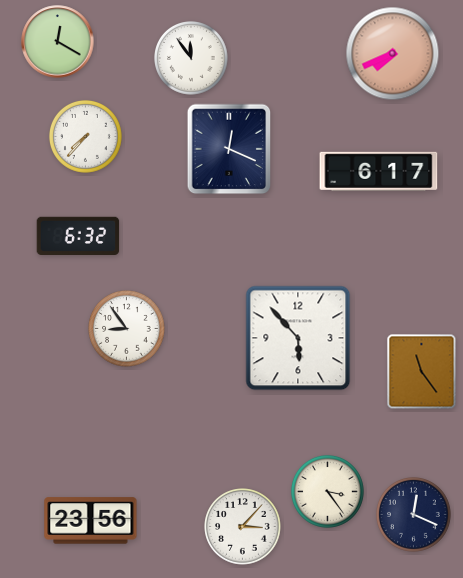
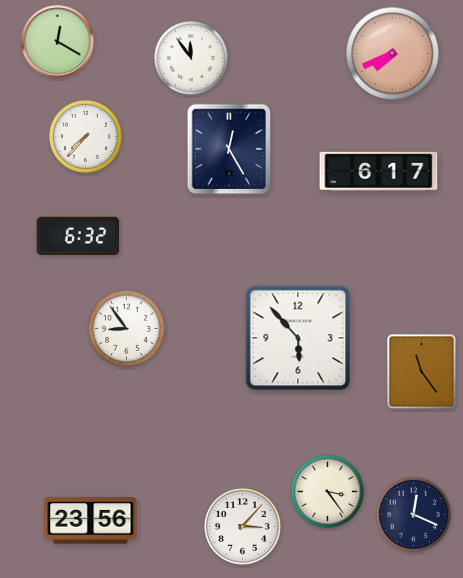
clock at (229, 149): 12:19 -> 12:25
